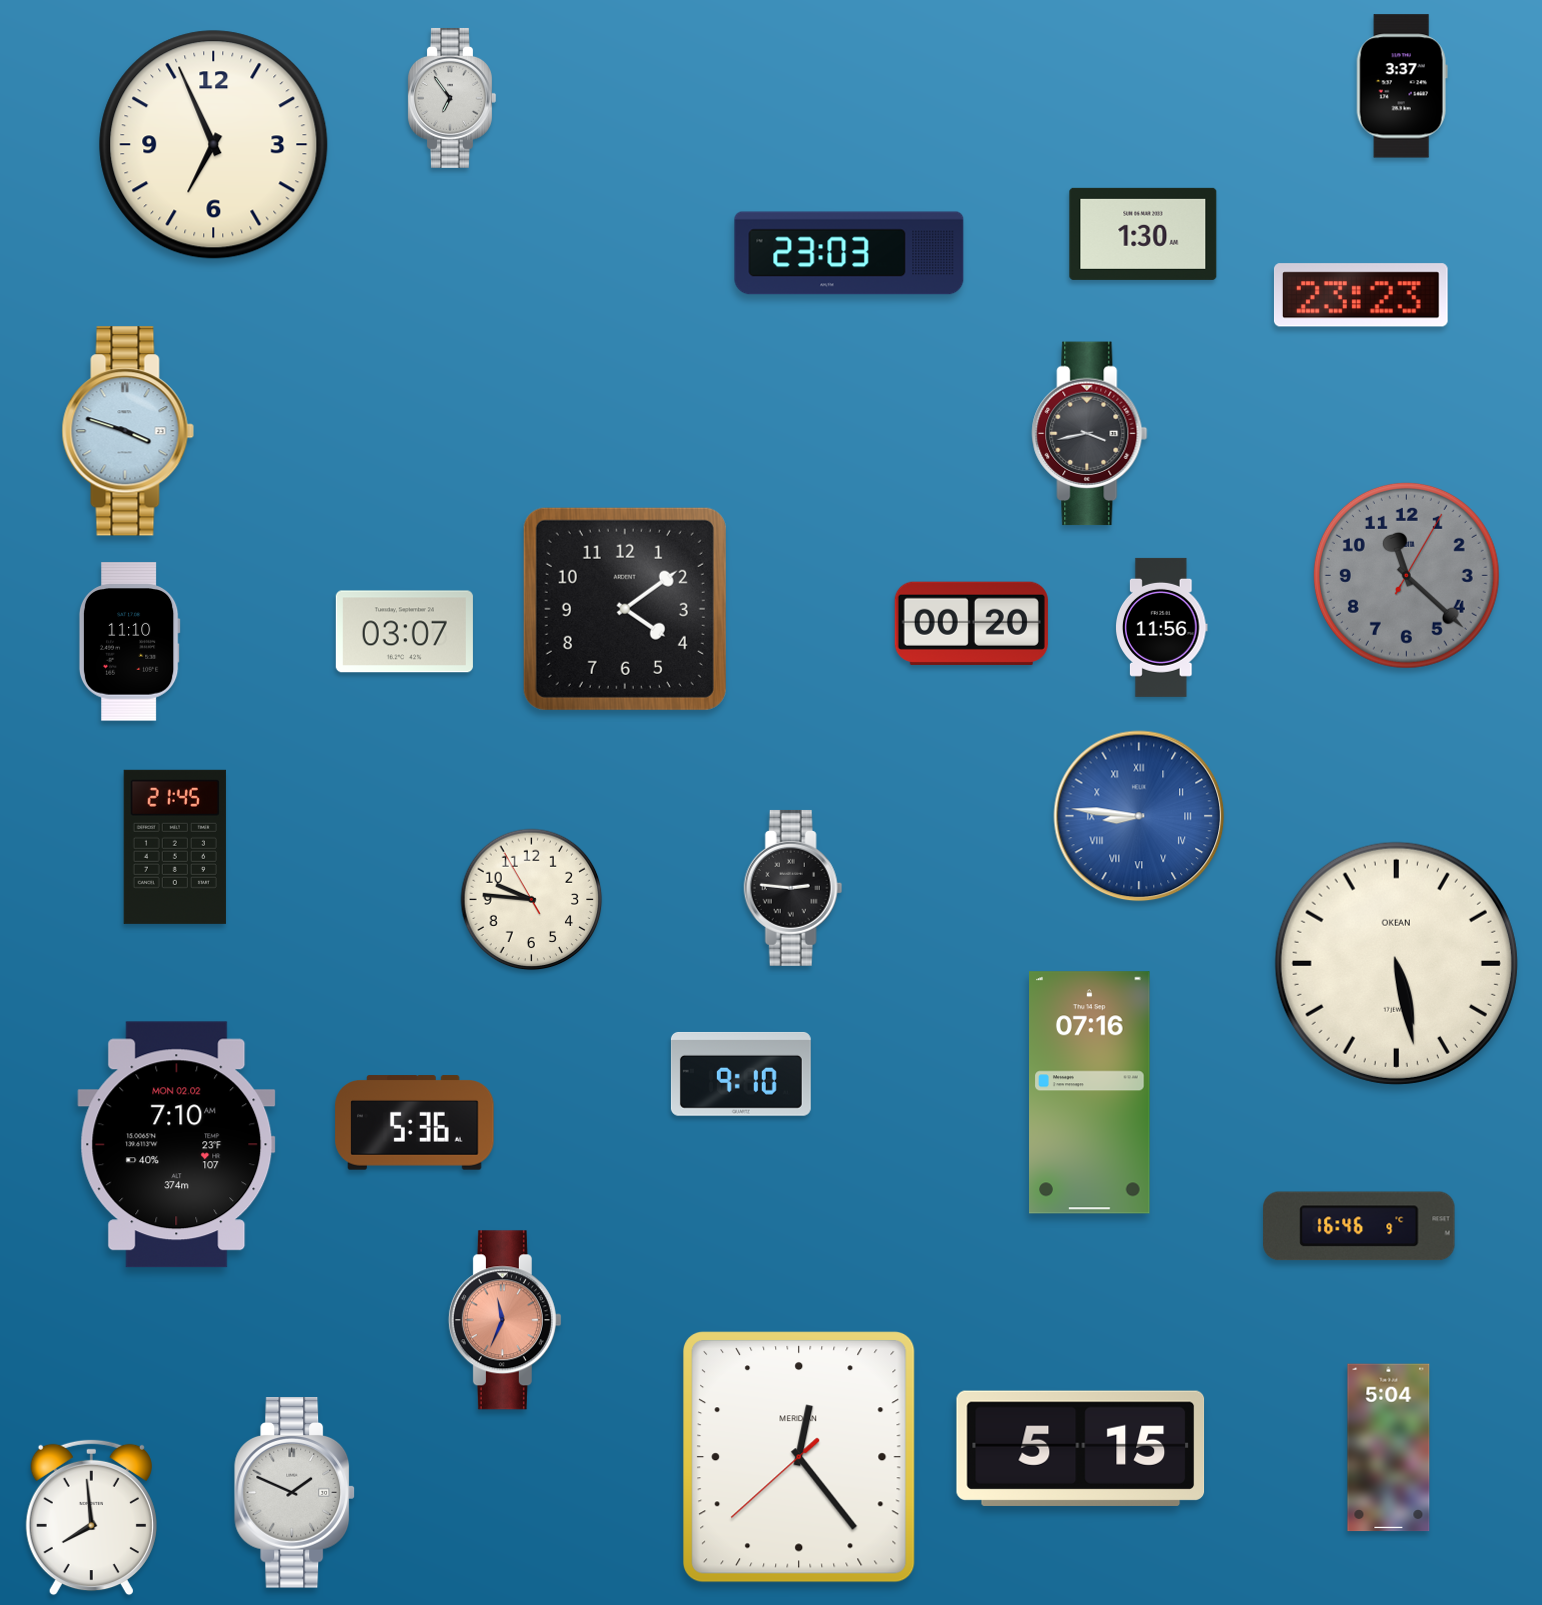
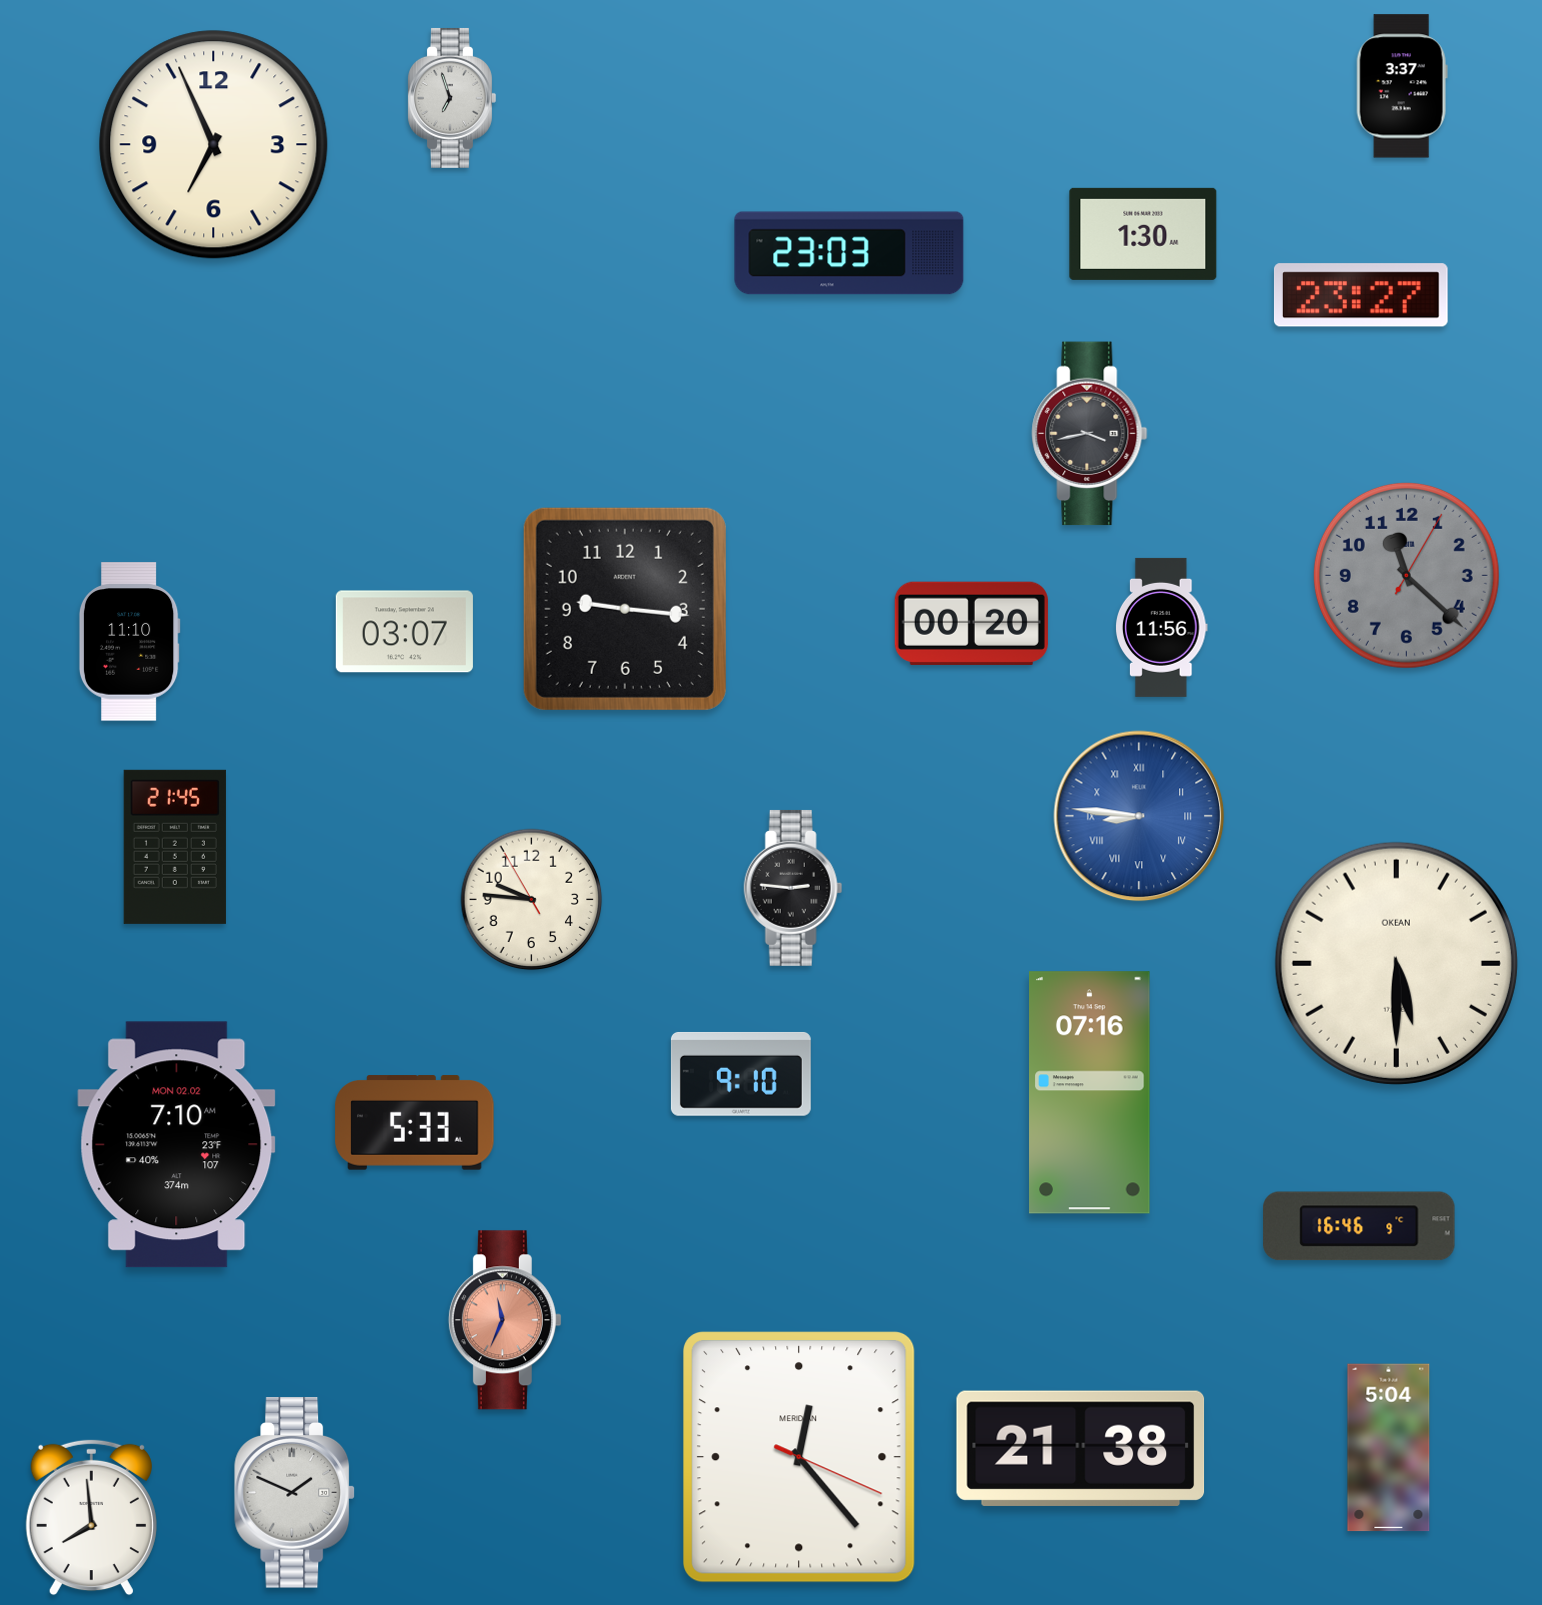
clock at (452, 98): 6:54 -> 6:57
clock at (1361, 295): 23:23 -> 23:27
clock at (128, 431): 3:48 -> none
clock at (625, 609): 4:09 -> 9:16
clock at (1396, 963): 5:28 -> 5:30
clock at (415, 1123): 5:36 -> 5:33
clock at (1081, 1448): 5:15 -> 21:38
clock at (800, 1458): 12:23:38 -> 12:23:19
